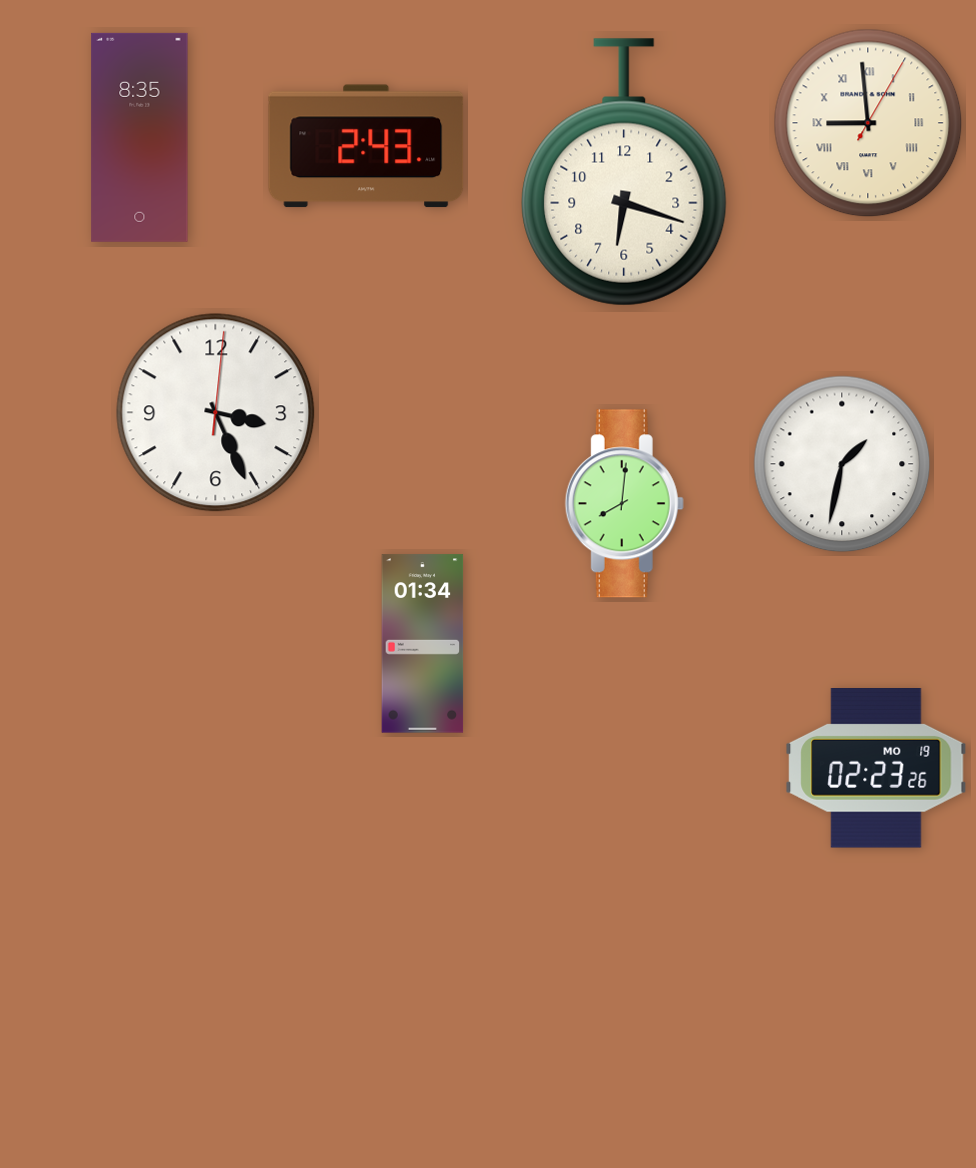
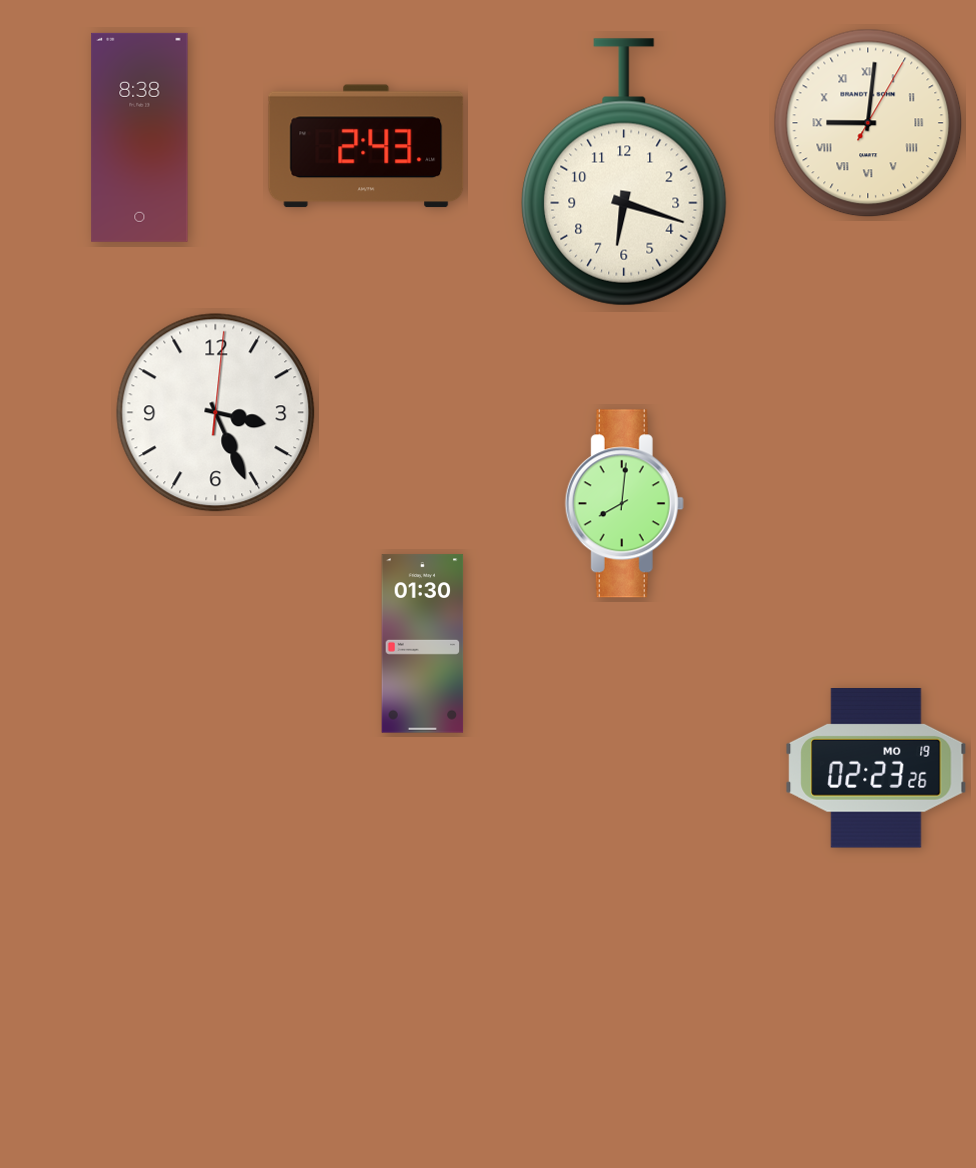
clock at (868, 123): 8:59 -> 9:01
clock at (140, 137): 8:35 -> 8:38
clock at (842, 464): 1:32 -> none
clock at (423, 644): 01:34 -> 01:30
